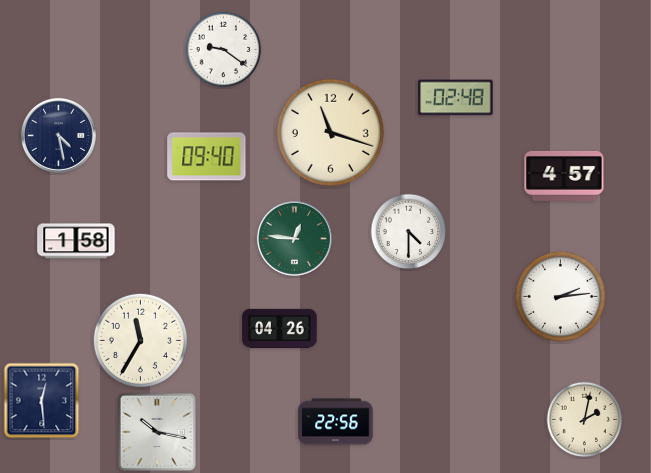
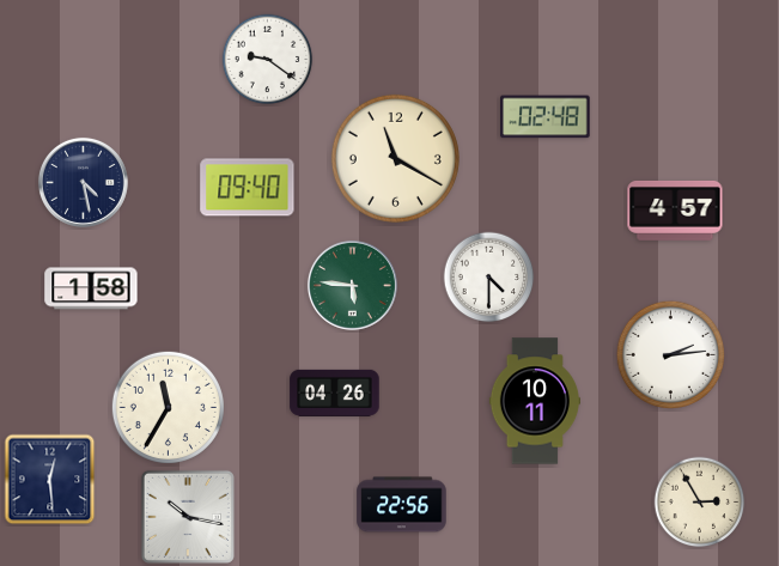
clock at (330, 132): 11:18 -> 11:20
clock at (58, 135) position: (58, 135) -> (83, 182)
clock at (294, 238): 12:46 -> 5:46
clock at (534, 401): none -> 10:11
clock at (585, 420): 2:02 -> 2:55
